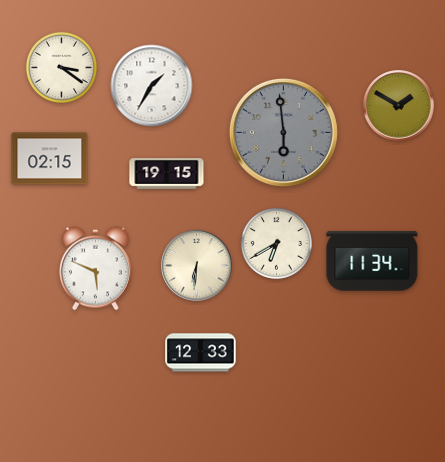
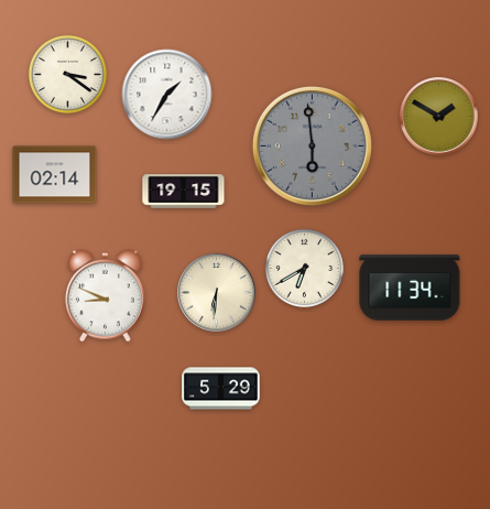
clock at (50, 159): 02:15 -> 02:14
clock at (95, 269): 5:49 -> 8:49
clock at (201, 353): 12:33 -> 5:29
